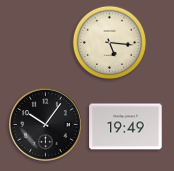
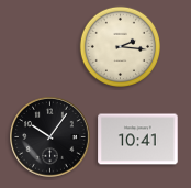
clock at (109, 42): 5:16 -> 2:16
clock at (126, 127): 19:49 -> 10:41
